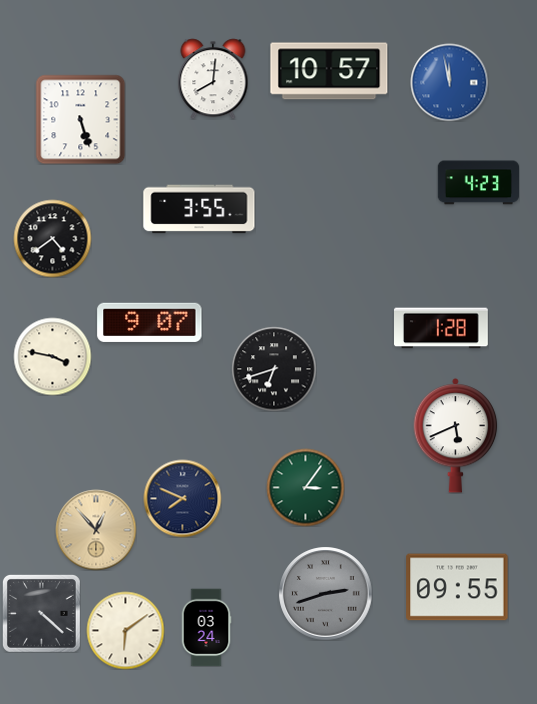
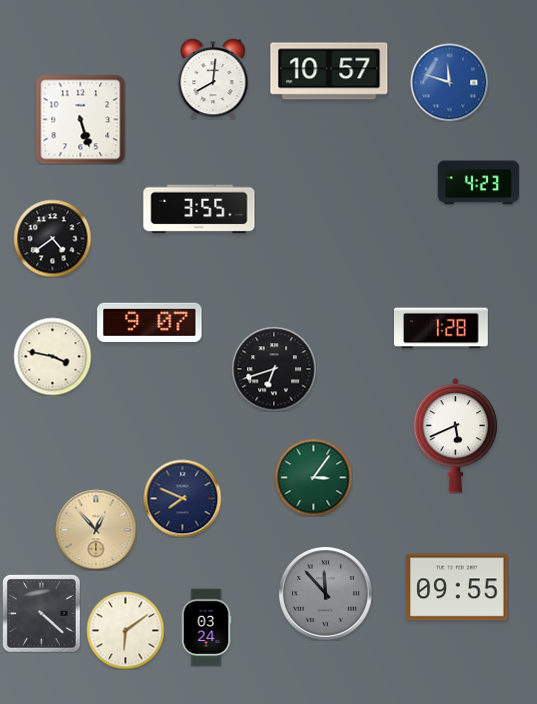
clock at (449, 82): 11:58 -> 11:48
clock at (305, 487) position: (305, 487) -> (313, 477)
clock at (325, 593): 2:42 -> 11:53
